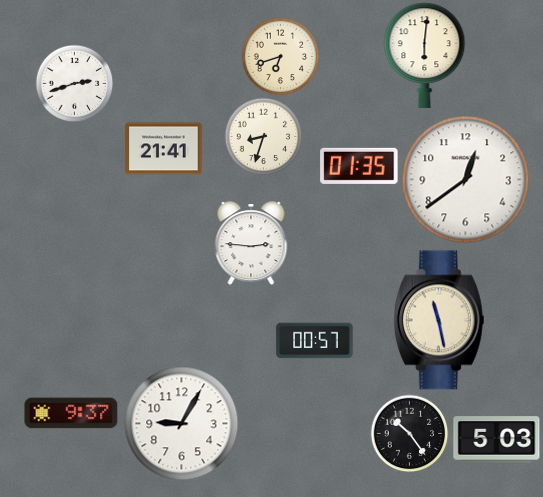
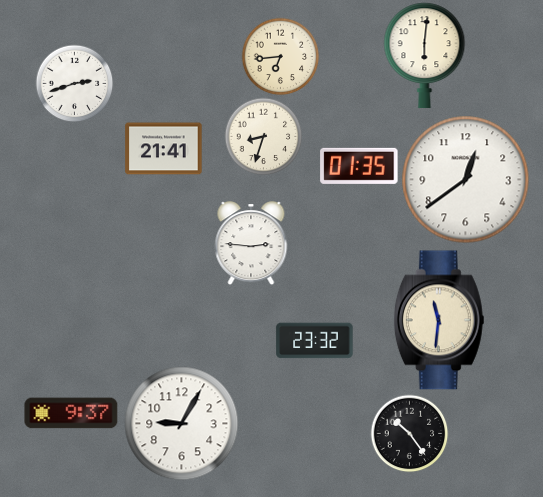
clock at (280, 56): 6:42 -> 6:44
clock at (439, 320): 11:28 -> 11:31
clock at (315, 341): 00:57 -> 23:32
clock at (497, 440): 5:03 -> none
